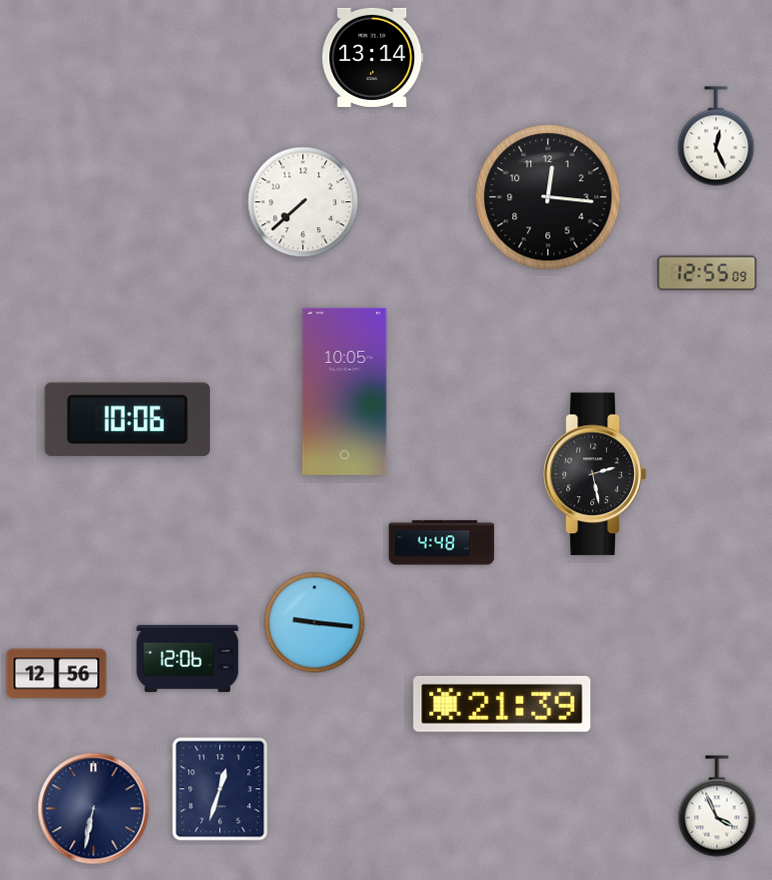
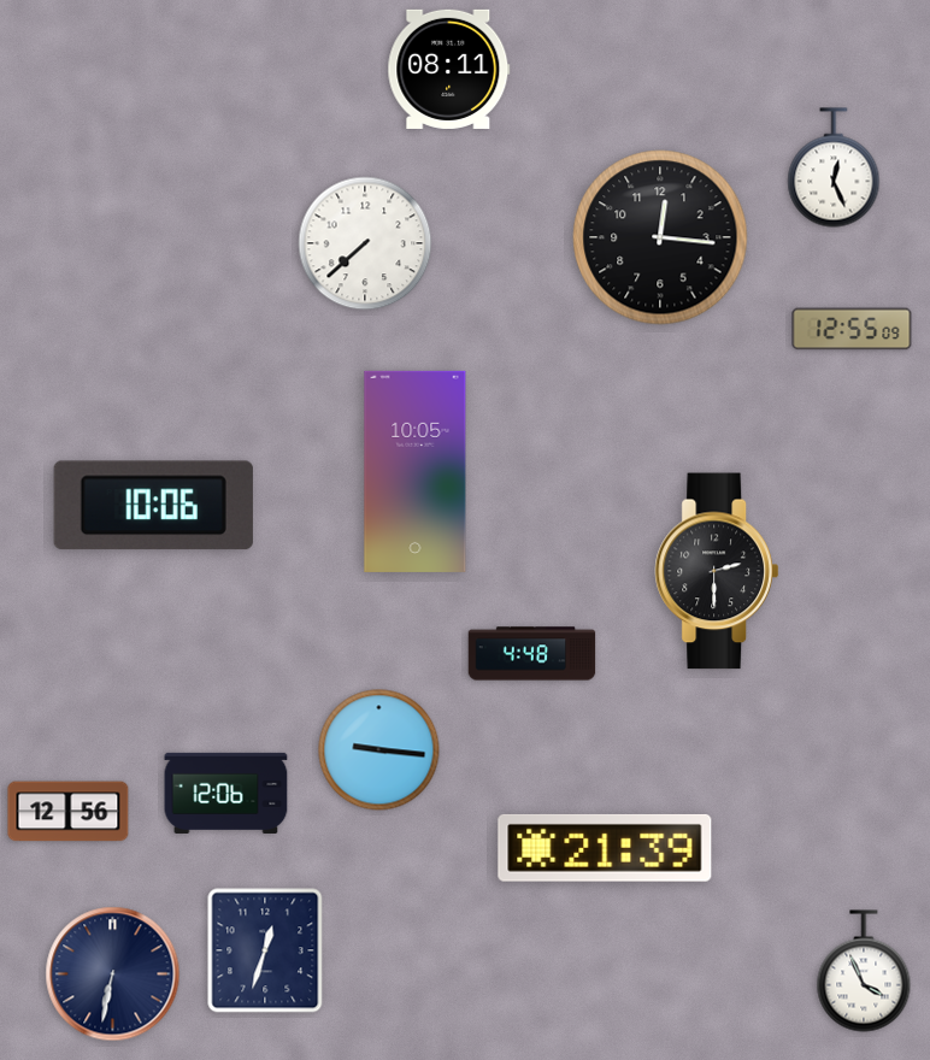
clock at (373, 57): 13:14 -> 08:11
clock at (716, 136) position: (716, 136) -> (834, 167)
clock at (595, 474): 2:28 -> 2:30
